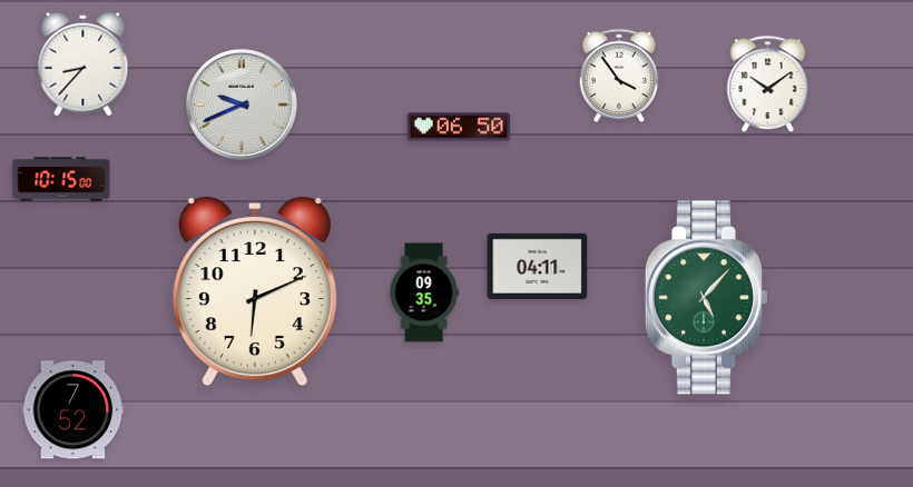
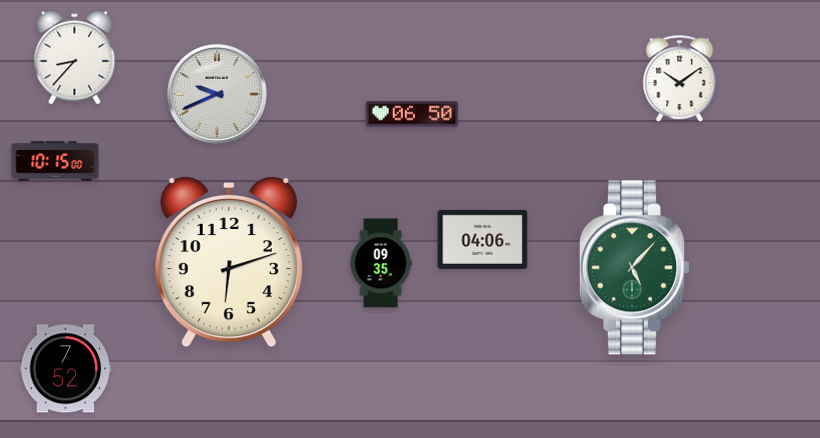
clock at (619, 74): 3:54 -> none
clock at (768, 85) position: (768, 85) -> (680, 79)
clock at (538, 266): 04:11 -> 04:06
clock at (255, 291): 6:11 -> 6:12
